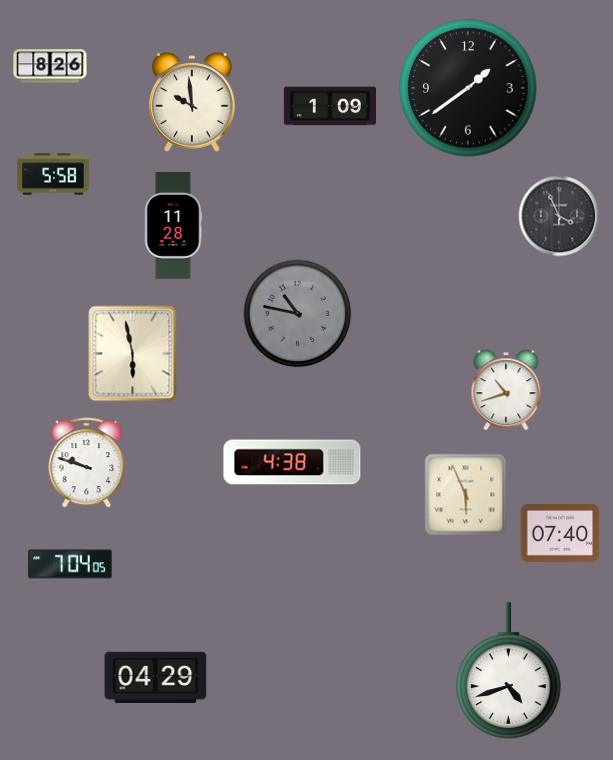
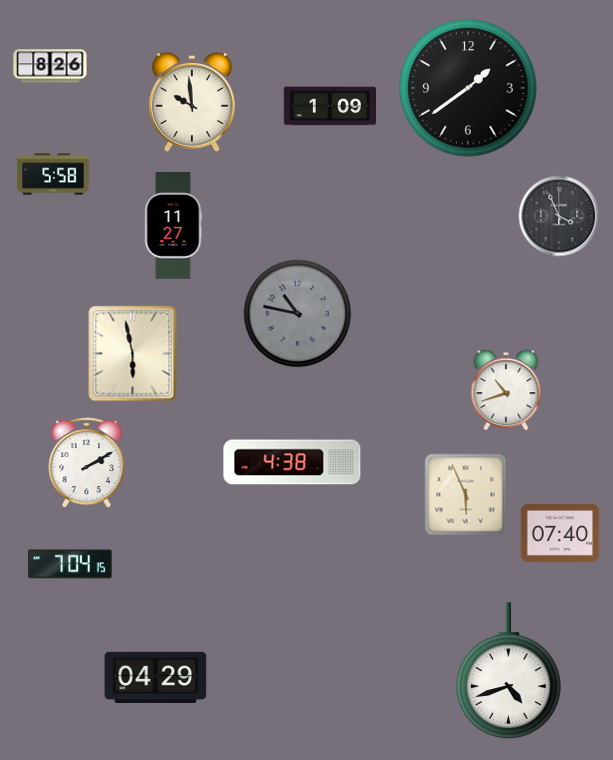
clock at (173, 226): 11:28 -> 11:27
clock at (87, 463): 9:48 -> 2:10
clock at (70, 564): 7:04:05 -> 7:04:15
